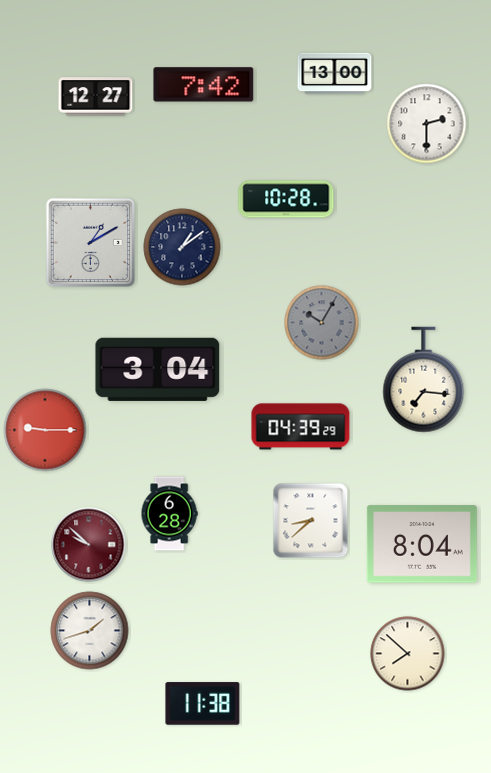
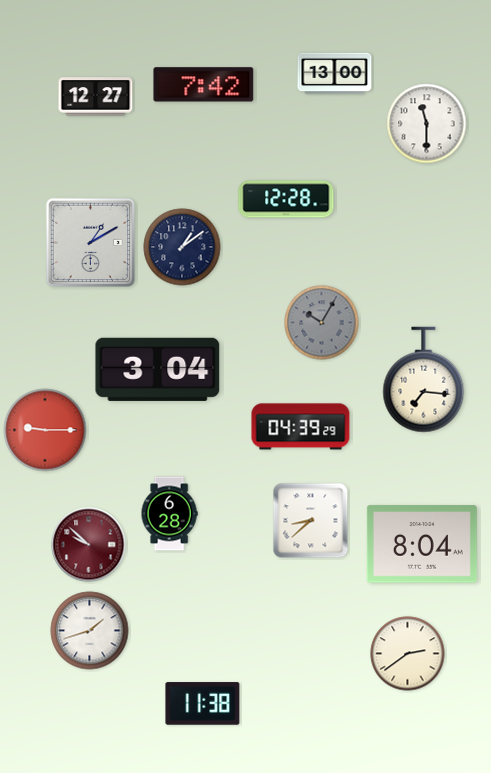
clock at (427, 124): 2:30 -> 11:30
clock at (286, 199): 10:28 -> 12:28
clock at (408, 654): 7:52 -> 2:39
